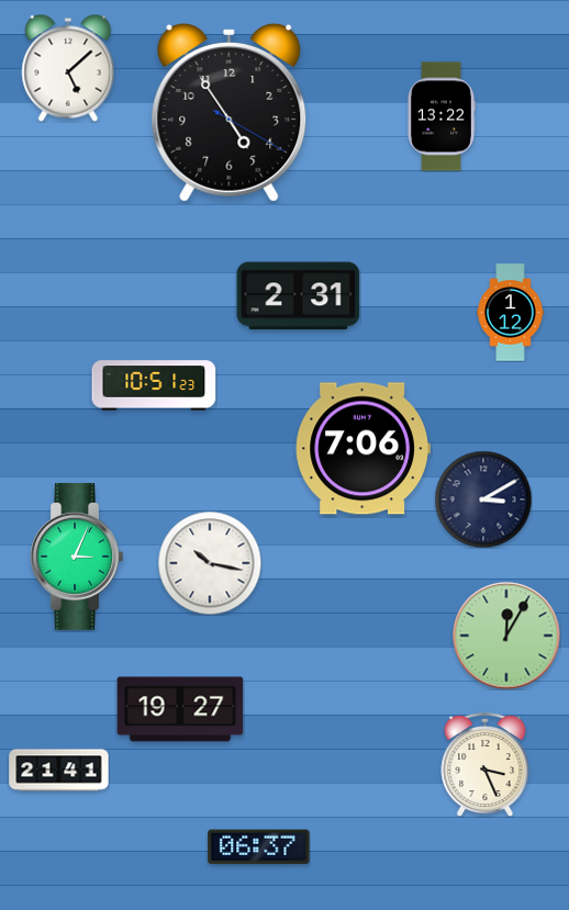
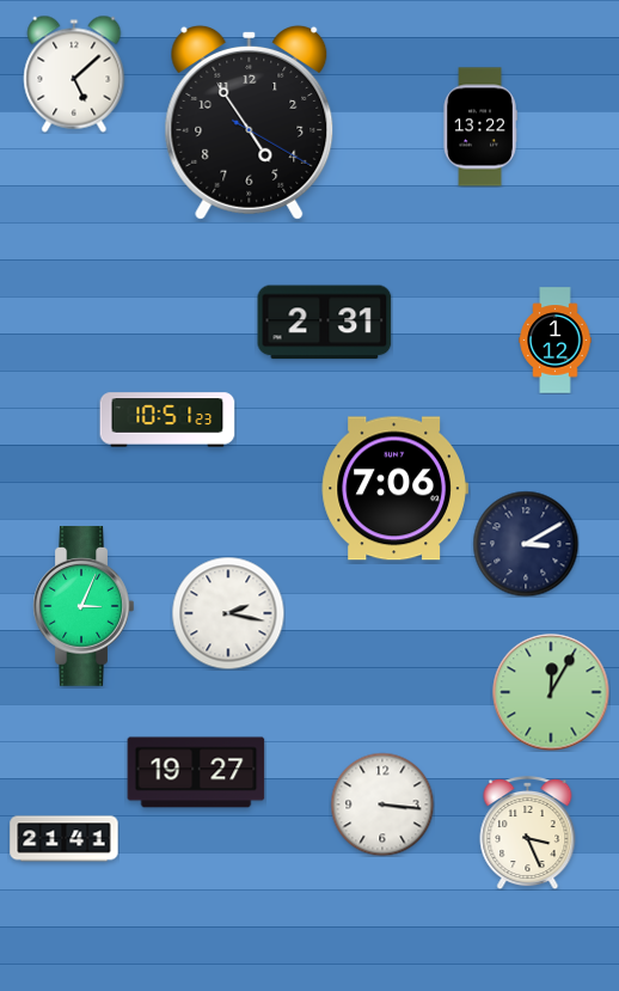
clock at (210, 563): 10:17 -> 2:17
clock at (382, 805): none -> 3:16
clock at (259, 847): 06:37 -> none
